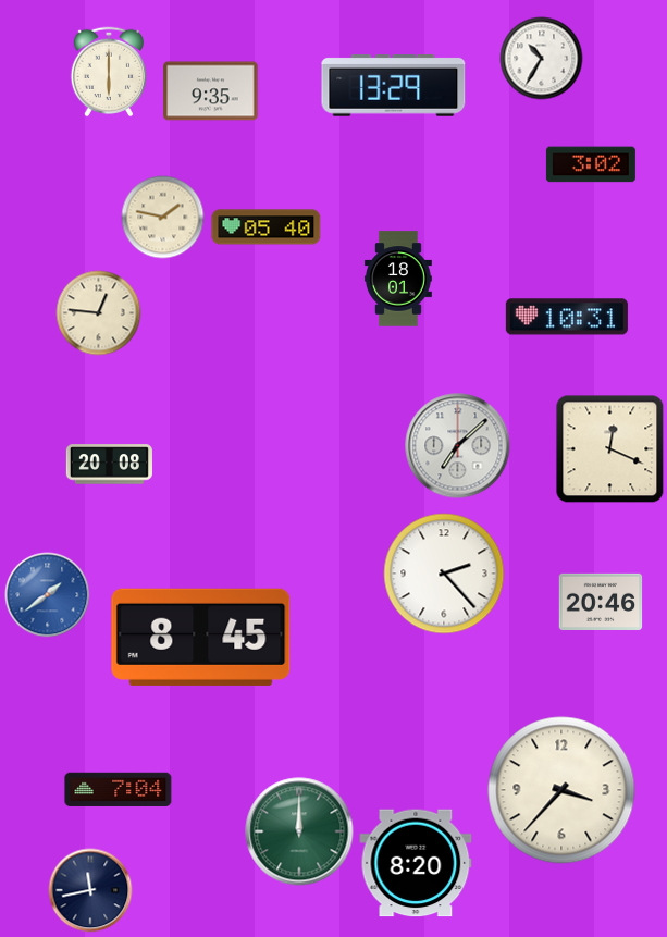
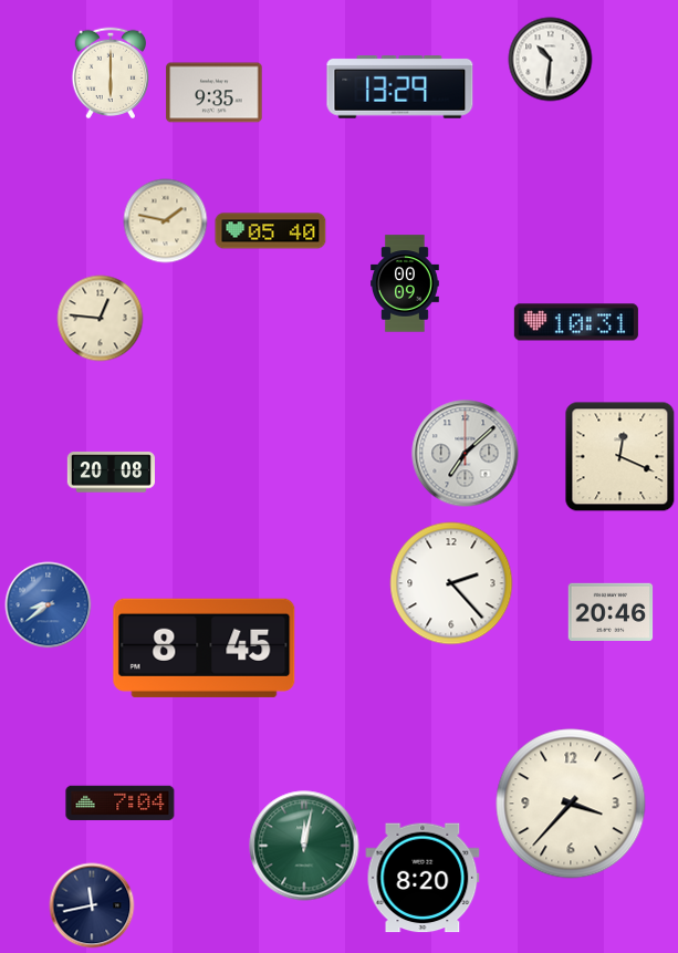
clock at (542, 59): 10:35 -> 10:31
clock at (591, 164): 3:02 -> none
clock at (398, 279): 18:01 -> 00:09
clock at (48, 595): 1:39 -> 8:39
clock at (299, 831): 12:00 -> 12:02
